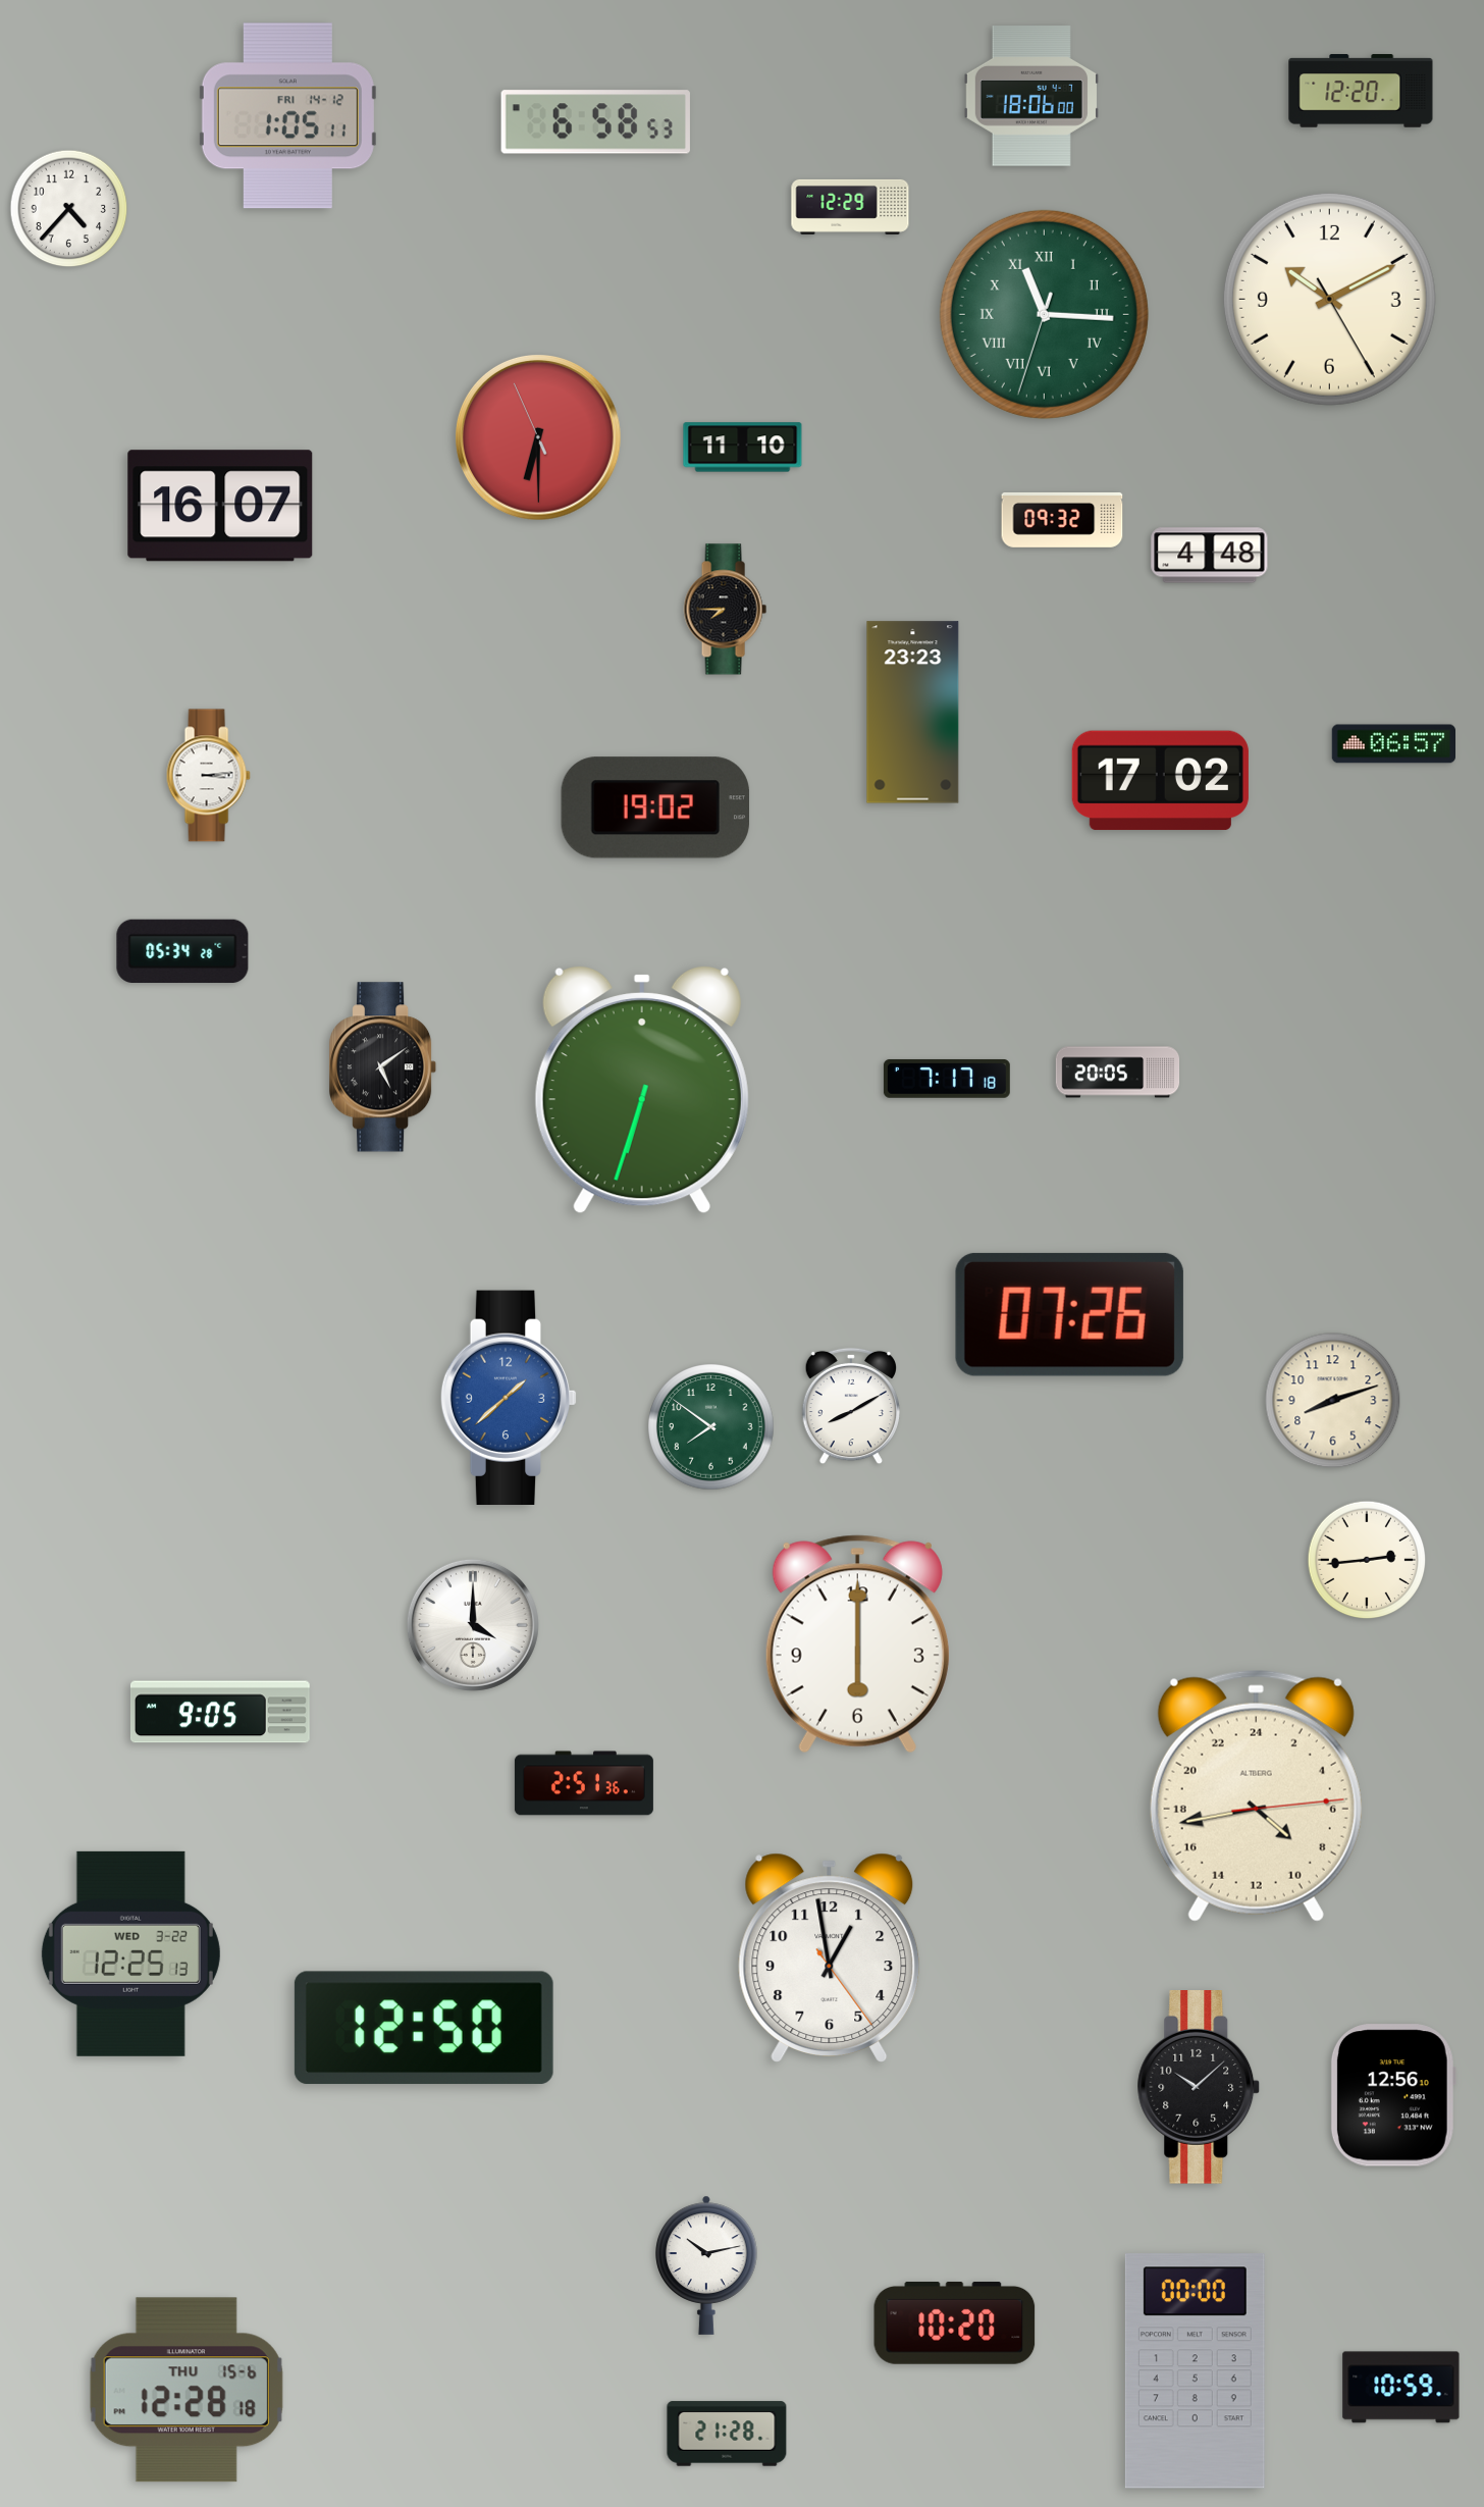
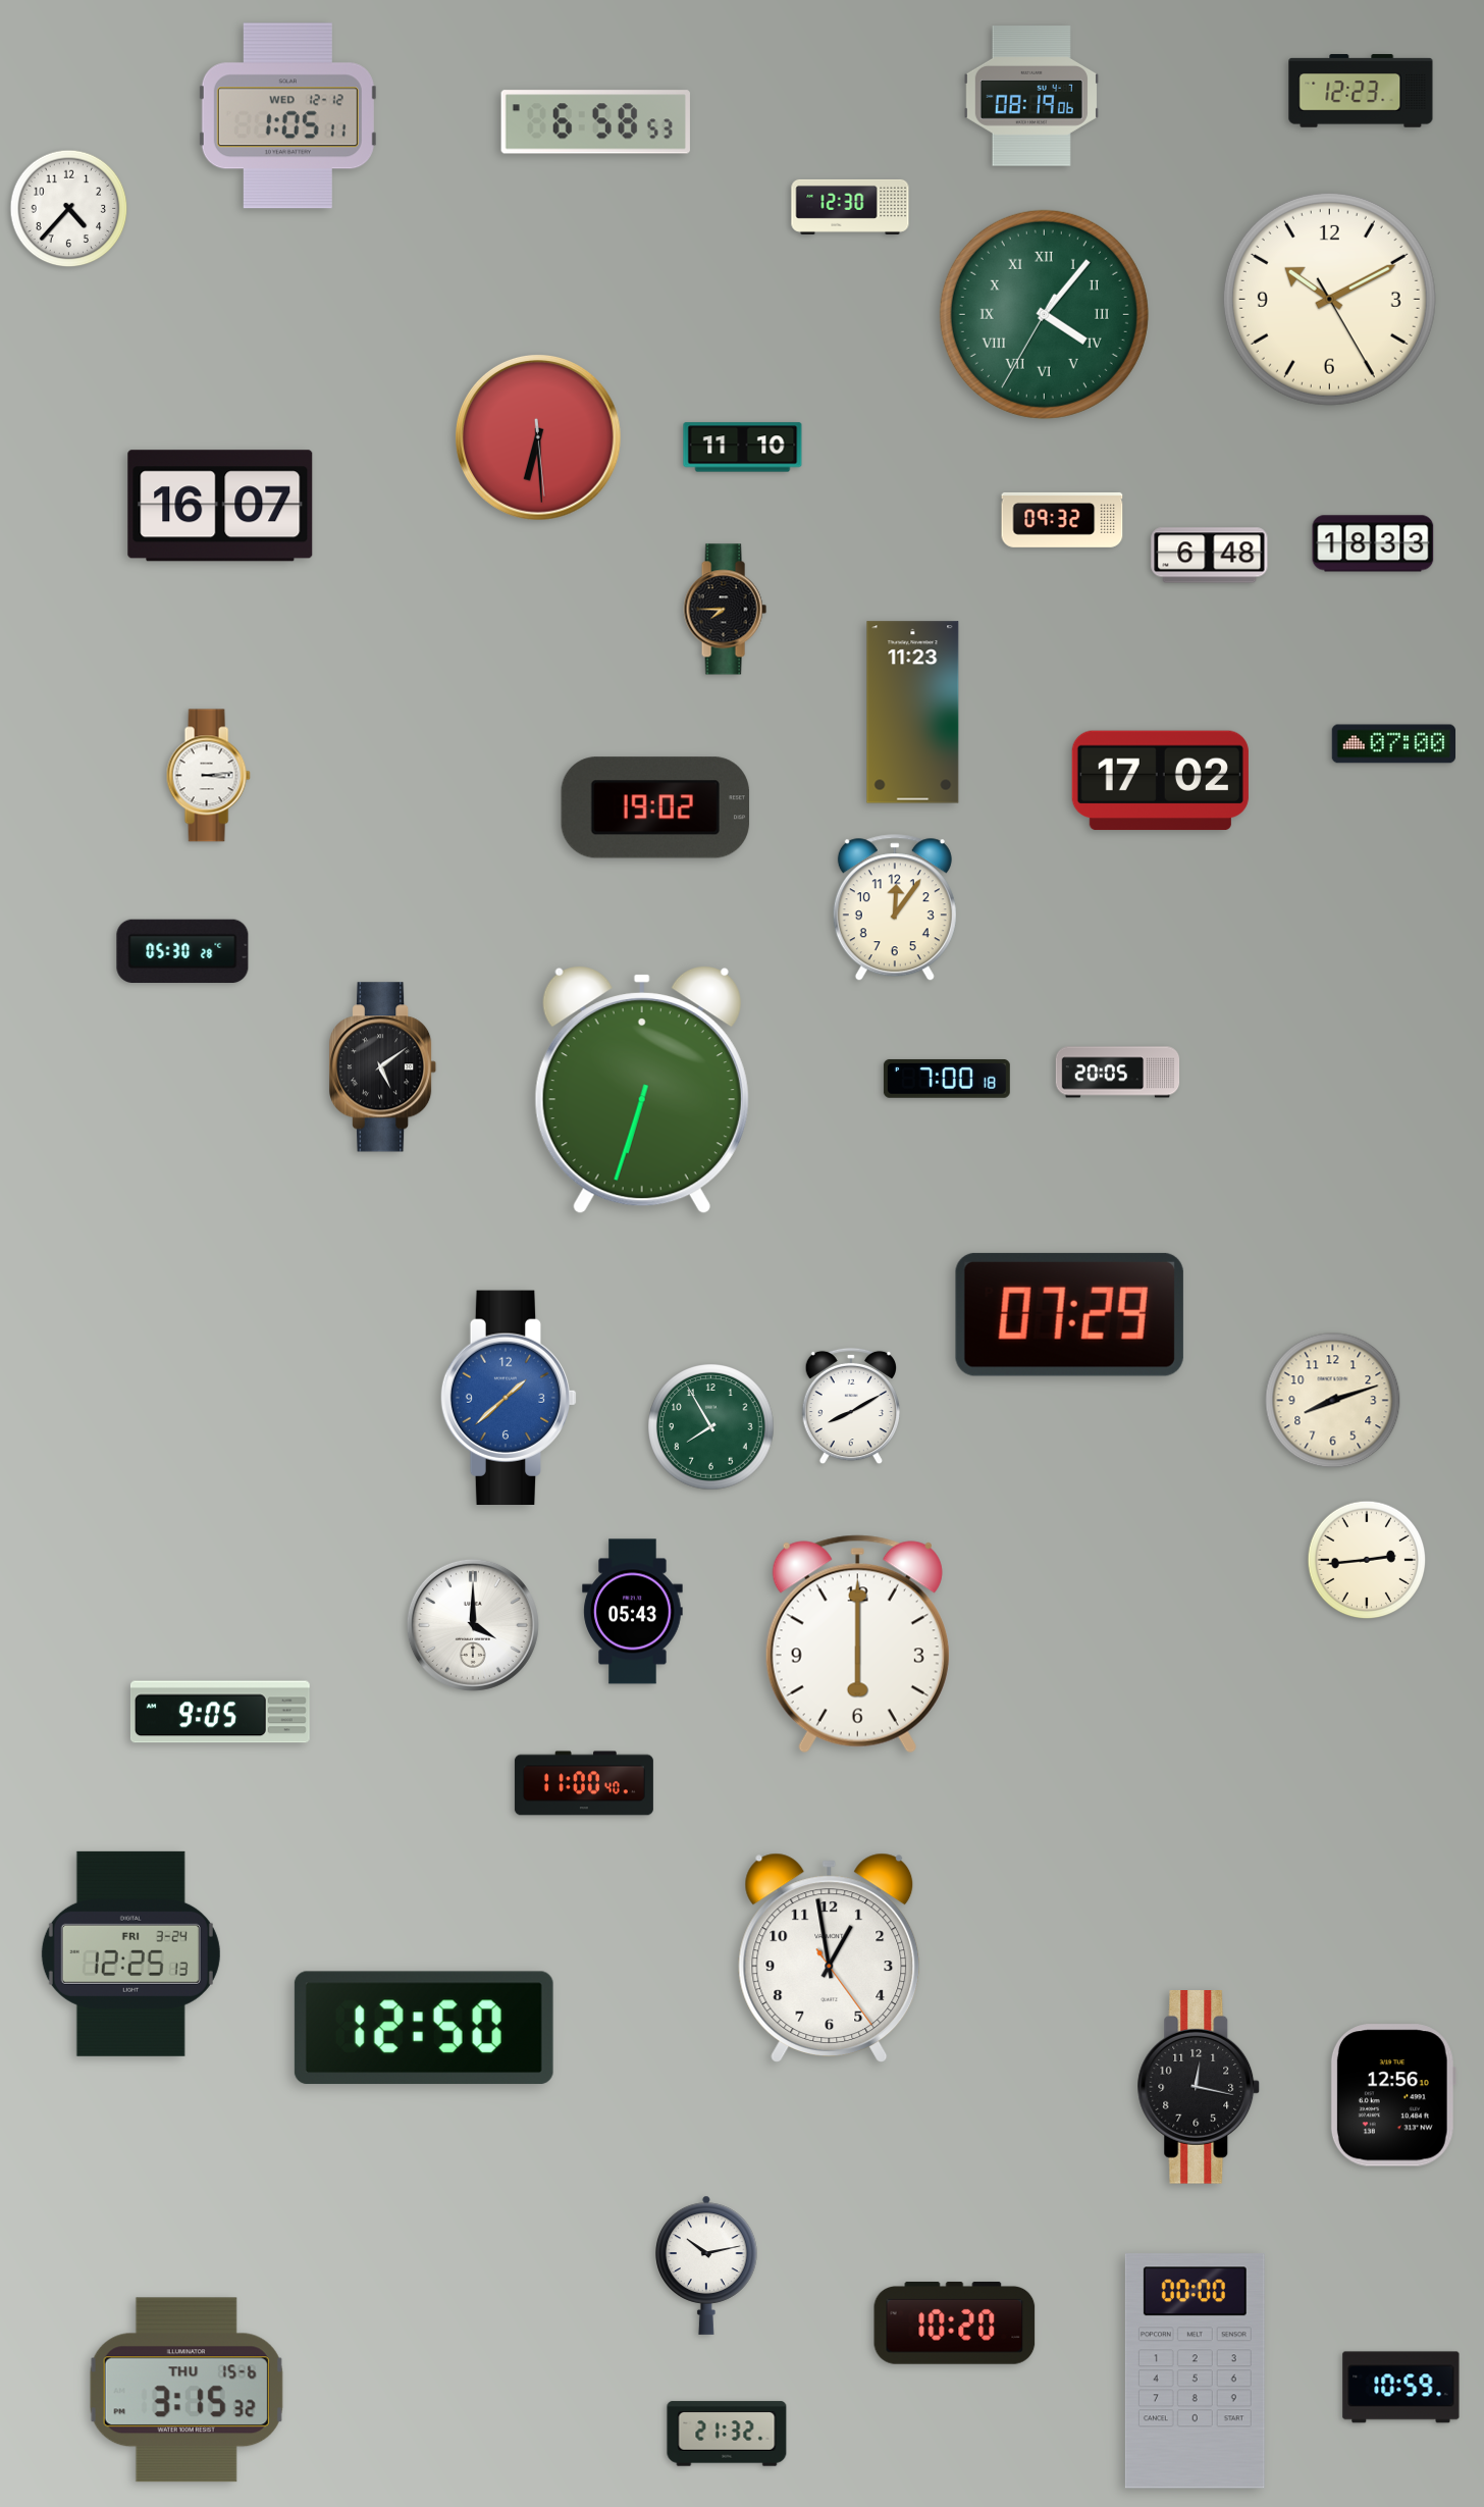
clock at (1361, 91): 12:20 -> 12:23
clock at (1031, 96): 18:06 -> 08:19
clock at (287, 116) date: FRI 14-12 -> WED 12-12
clock at (850, 207): 12:29 -> 12:30
clock at (1044, 314): 11:15 -> 4:06
clock at (539, 438): 6:29:56 -> 6:29:29
clock at (1373, 543): none -> 18:33
clock at (1210, 556): 4:48 -> 6:48
clock at (913, 713): 23:23 -> 11:23
clock at (1393, 744): 06:57 -> 07:00
clock at (895, 908): none -> 12:06
clock at (182, 950): 05:34 -> 05:30
clock at (947, 1079): 7:17 -> 7:00
clock at (1069, 1314): 07:26 -> 07:29
clock at (711, 1427): 7:51 -> 7:55
clock at (633, 1612): none -> 05:43
clock at (584, 1783): 2:51 -> 11:00
clock at (1256, 1795): 8:43 -> none
clock at (130, 1953) date: WED 3-22 -> FRI 3-24
clock at (1199, 2088): 10:08 -> 12:17
clock at (187, 2390): 12:28 -> 3:15
clock at (727, 2434): 21:28 -> 21:32
